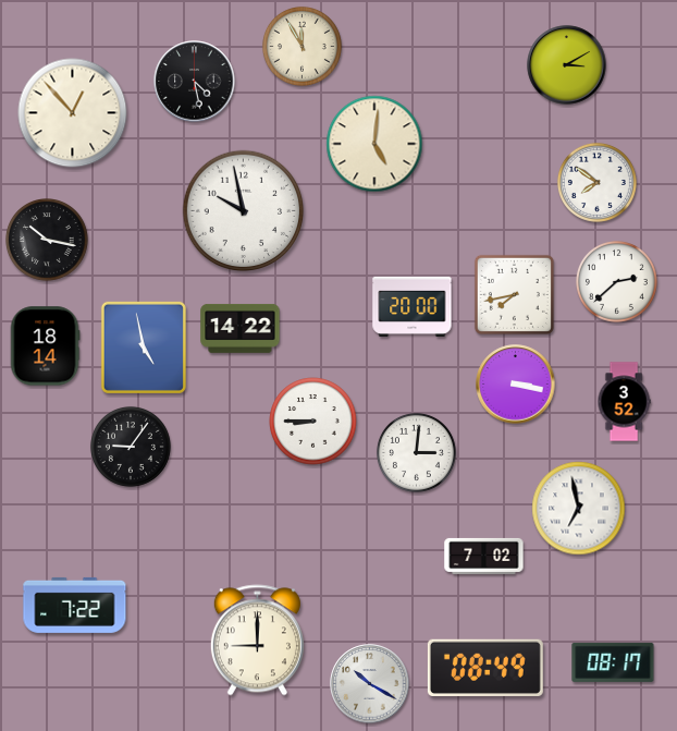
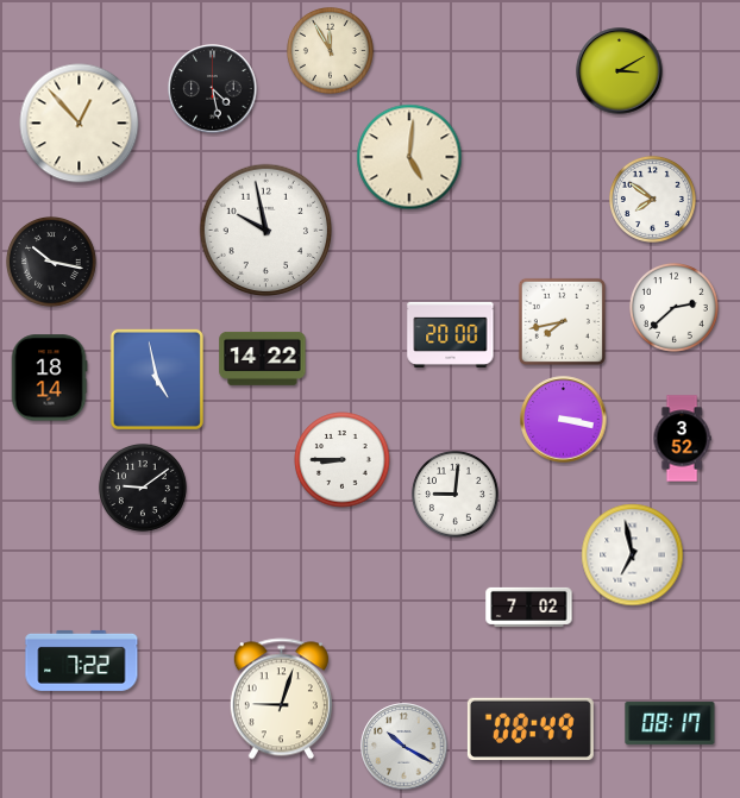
clock at (131, 447): 9:06 -> 9:09
clock at (416, 452): 3:01 -> 9:01
clock at (257, 641): 9:00 -> 9:03
